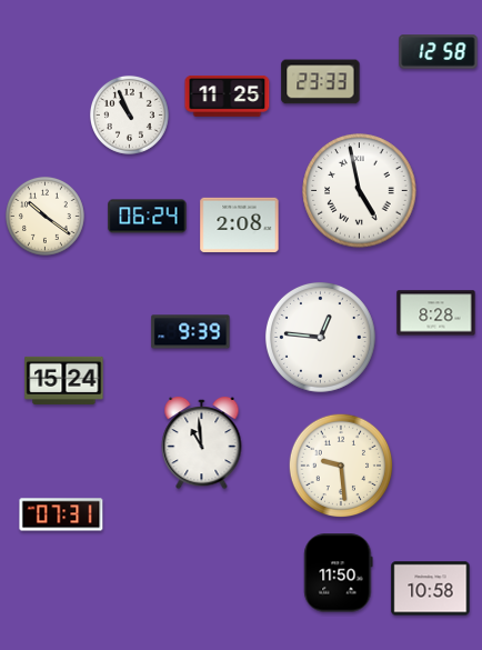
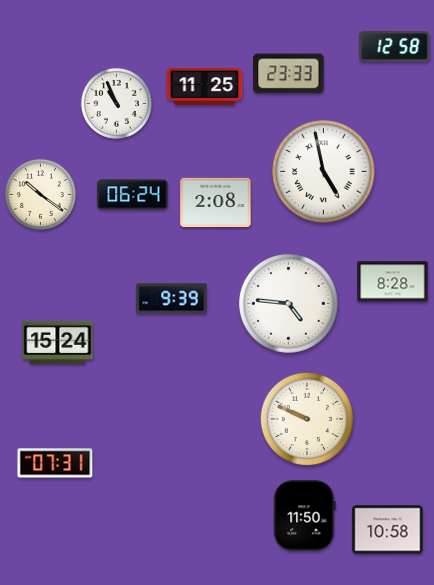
clock at (320, 337): 12:46 -> 4:46
clock at (202, 443): 10:59 -> none
clock at (341, 466): 9:29 -> 9:49
